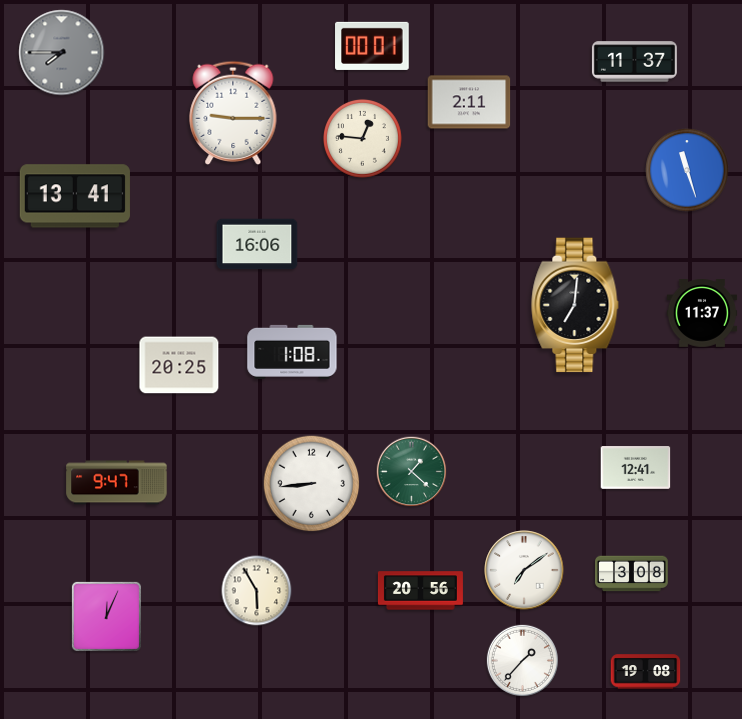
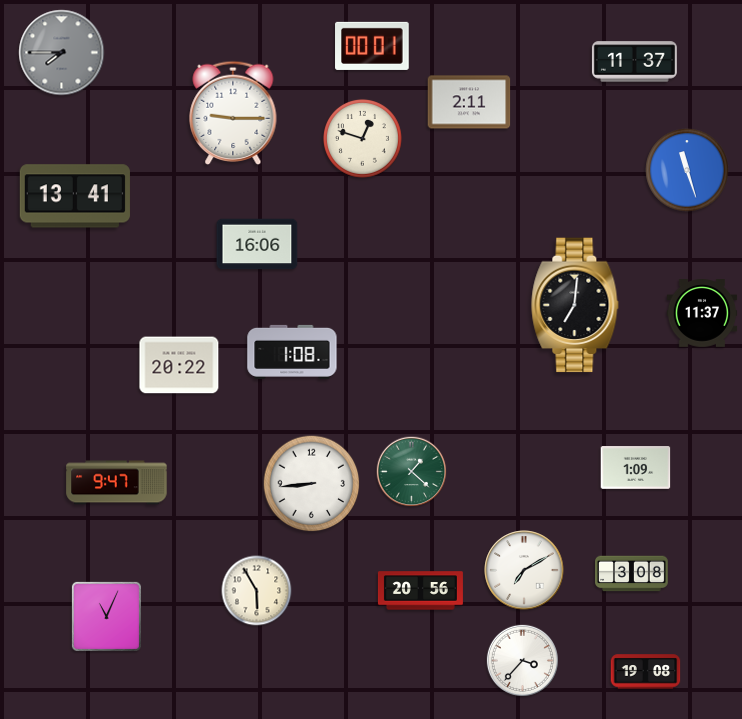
clock at (362, 138): 12:46 -> 12:48
clock at (179, 365): 20:25 -> 20:22
clock at (636, 468): 12:41 -> 1:09
clock at (524, 570): 7:09 -> 7:10
clock at (106, 616): 12:04 -> 11:04
clock at (522, 660): 1:37 -> 3:37
